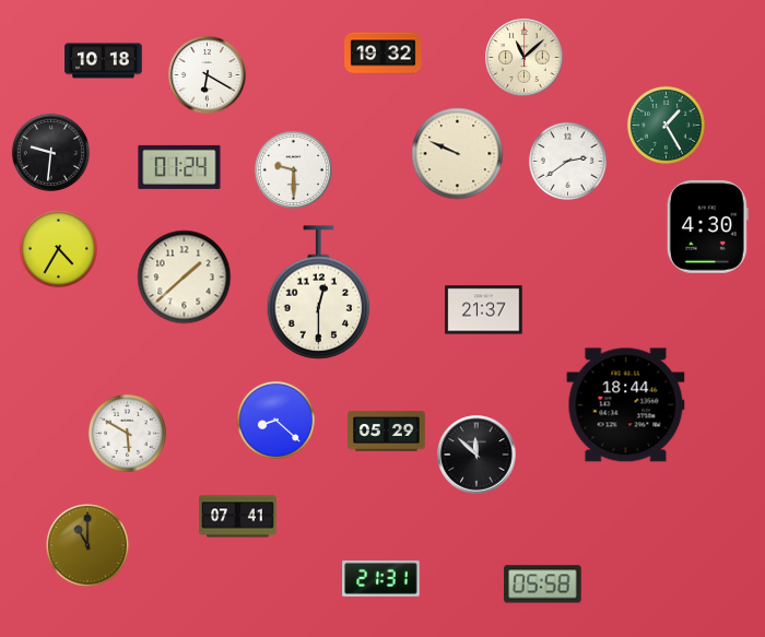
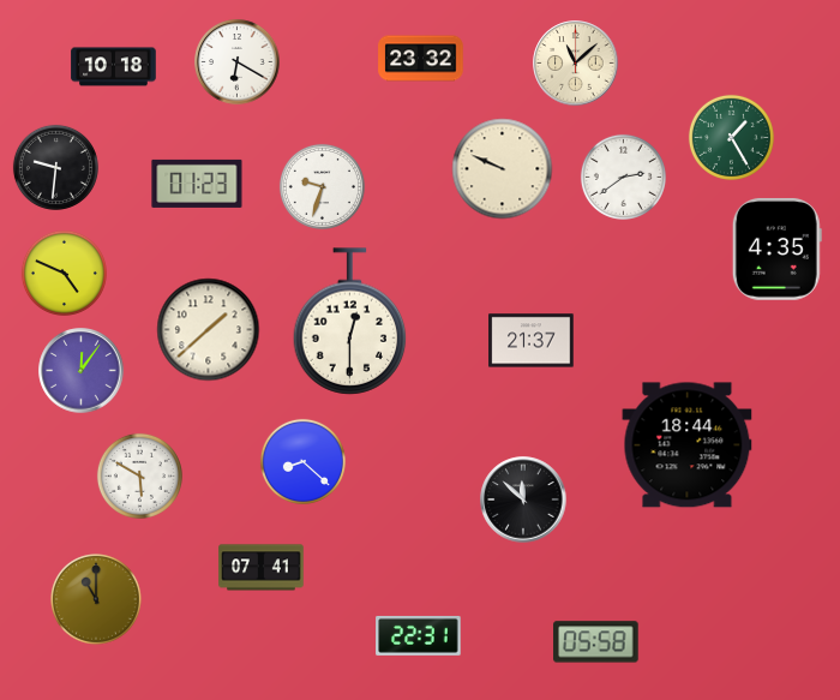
clock at (384, 54): 19:32 -> 23:32
clock at (208, 75) position: (208, 75) -> (238, 62)
clock at (179, 167): 01:24 -> 01:23
clock at (293, 169): 9:30 -> 9:33
clock at (707, 227): 4:30 -> 4:35
clock at (58, 248): 4:35 -> 4:49
clock at (185, 278) position: (185, 278) -> (209, 330)
clock at (82, 371): none -> 12:06
clock at (387, 432): 05:29 -> none
clock at (381, 578): 21:31 -> 22:31
